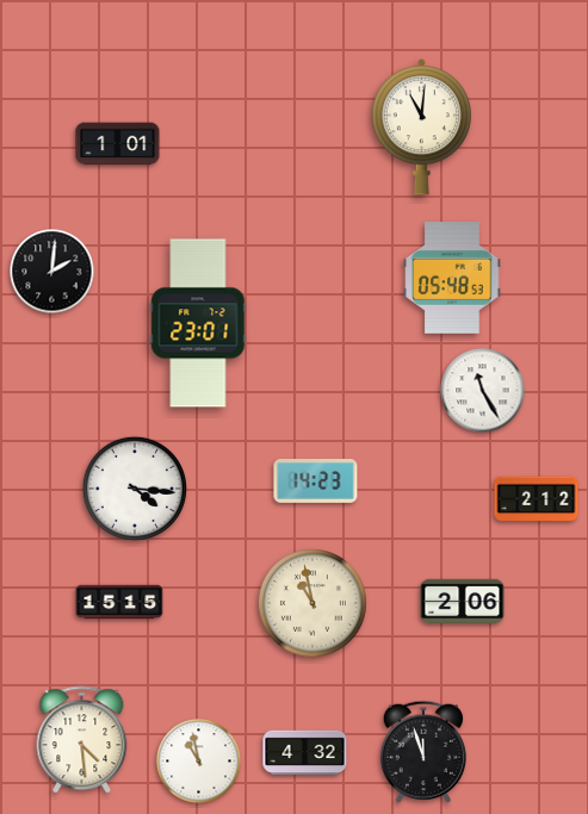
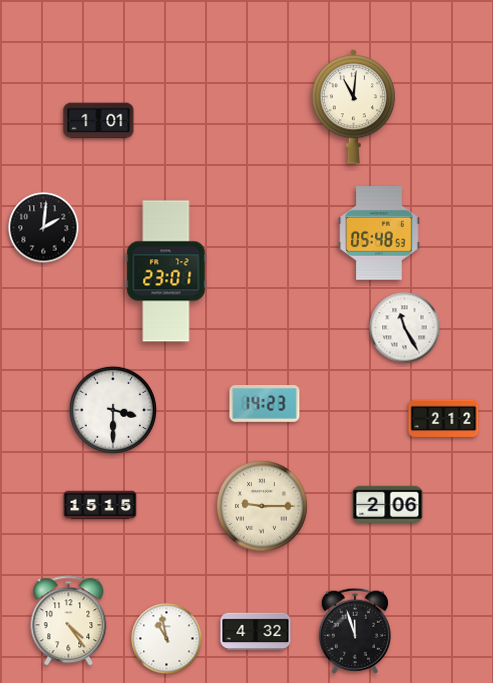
clock at (135, 489): 4:16 -> 3:30
clock at (537, 499) position: (537, 499) -> (444, 419)
clock at (312, 603): 10:58 -> 9:15
clock at (82, 740): 4:29 -> 4:24
